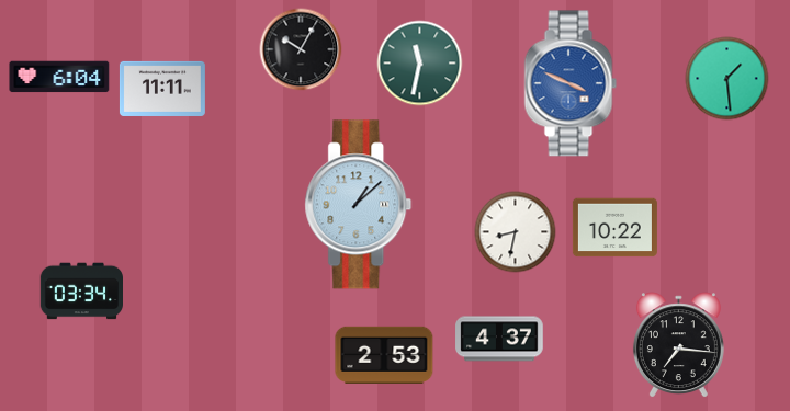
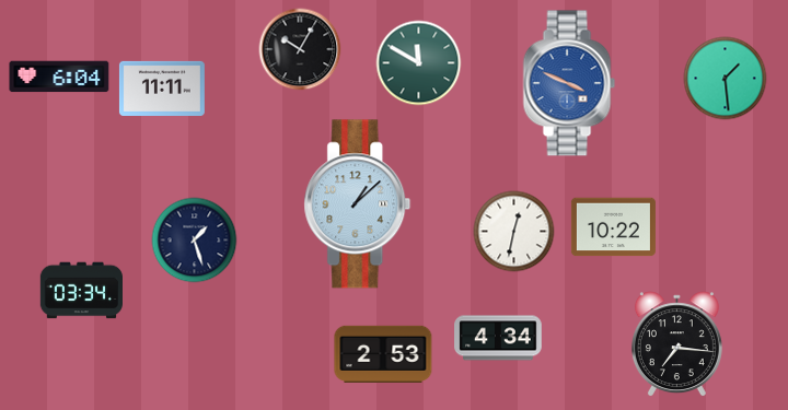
clock at (420, 64): 11:32 -> 11:50
clock at (516, 232): 8:32 -> 12:32
clock at (195, 241): none -> 1:27
clock at (499, 339): 4:37 -> 4:34
